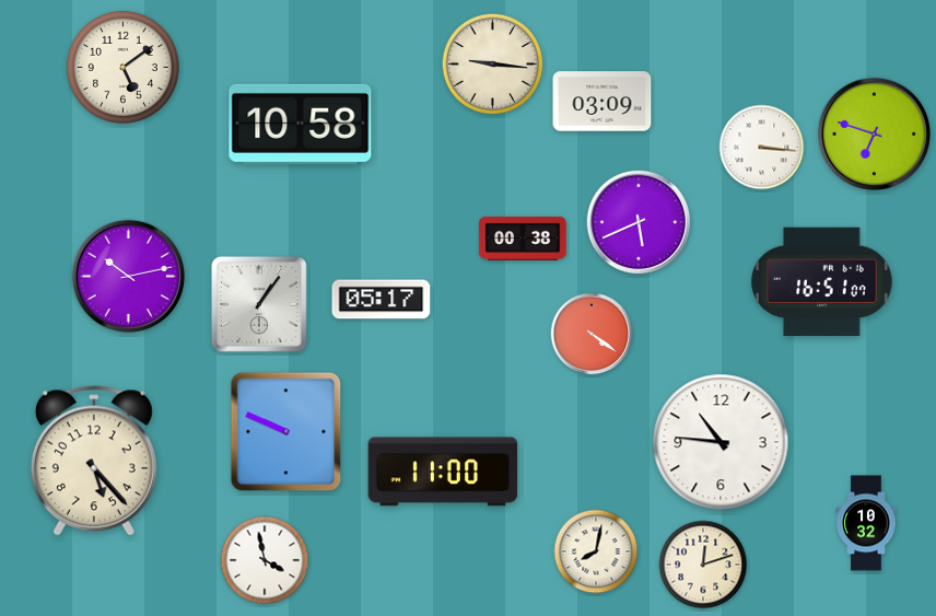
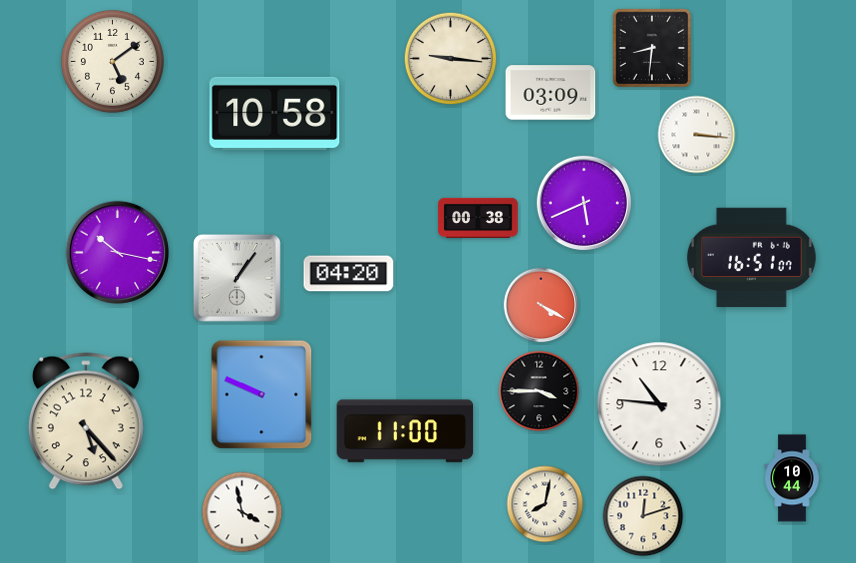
clock at (651, 47): none -> 8:31
clock at (874, 133): 6:48 -> none
clock at (128, 276): 10:13 -> 10:17
clock at (382, 300): 05:17 -> 04:20
clock at (592, 334): 4:21 -> 4:20
clock at (539, 391): none -> 3:45
clock at (866, 523): 10:32 -> 10:44
